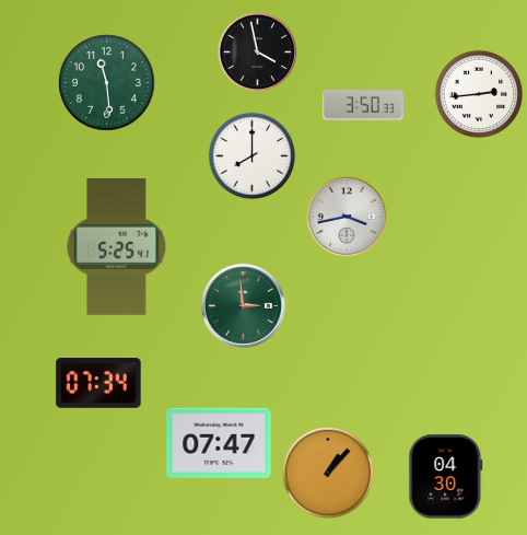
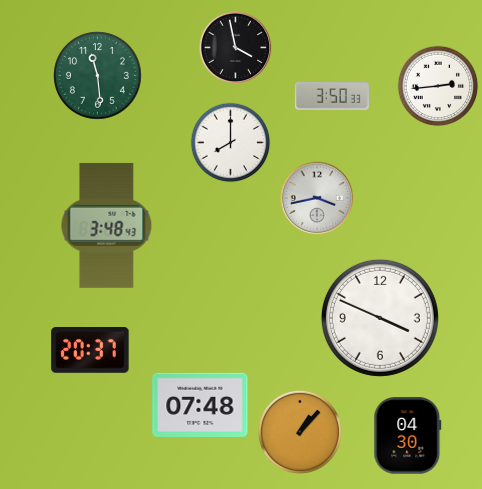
clock at (117, 247): 5:25 -> 3:48
clock at (243, 305): 2:59 -> none
clock at (380, 318): none -> 3:49
clock at (98, 384): 07:34 -> 20:37
clock at (219, 443): 07:47 -> 07:48
